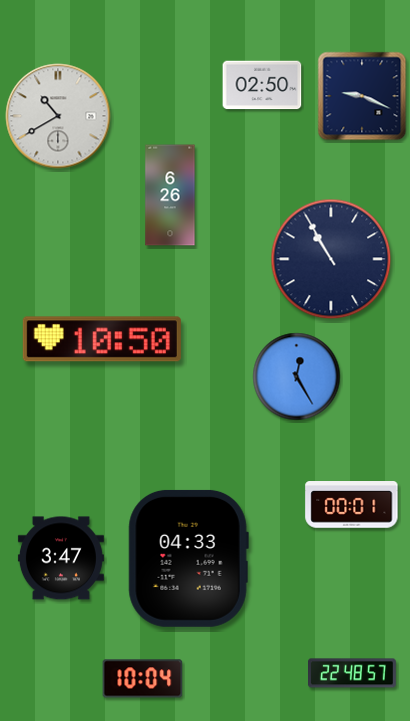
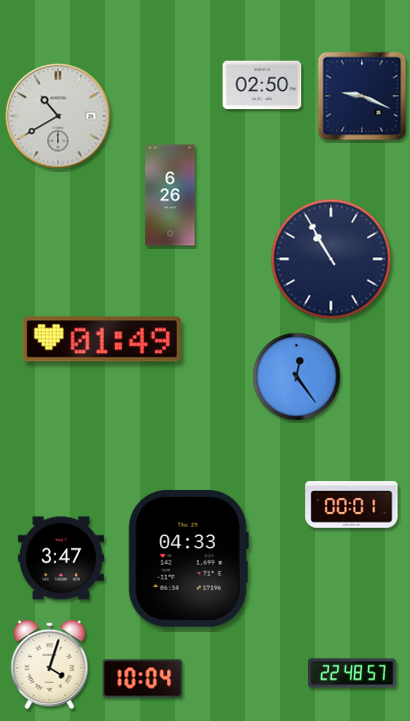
clock at (102, 339): 10:50 -> 01:49
clock at (297, 377): 12:25 -> 12:24
clock at (50, 664): none -> 4:03
